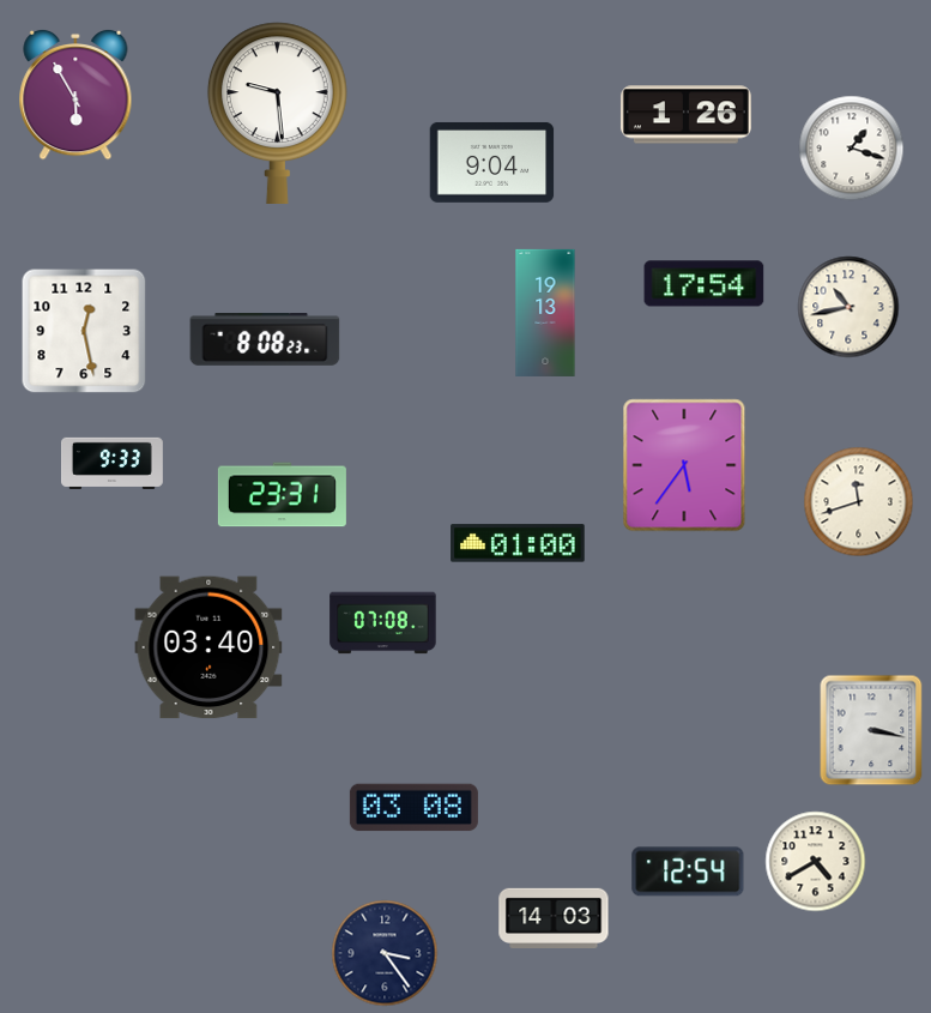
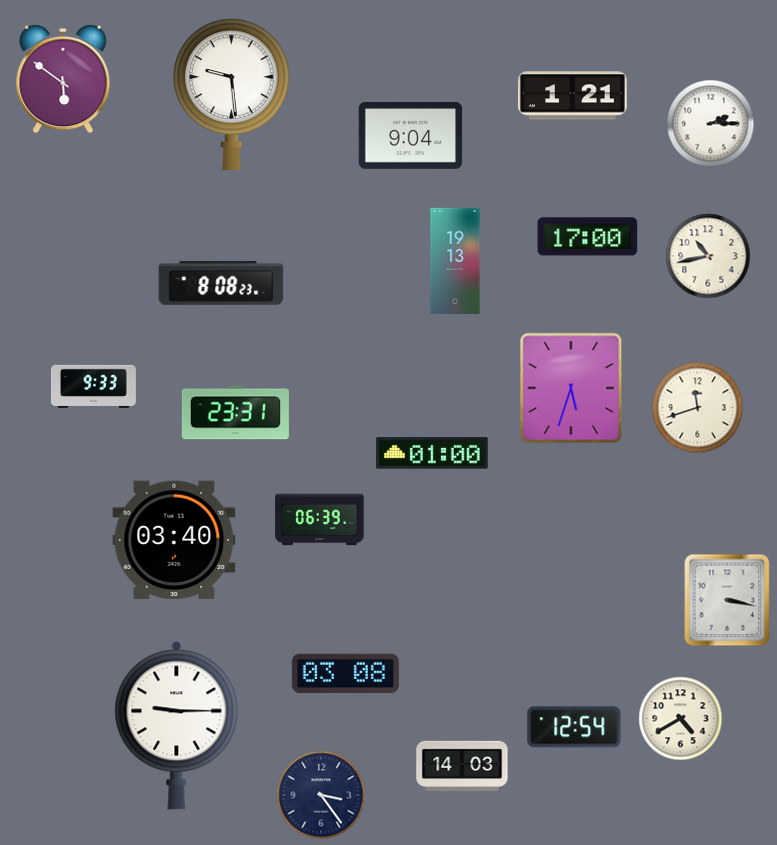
clock at (75, 95): 5:55 -> 5:51
clock at (685, 115): 1:26 -> 1:21
clock at (852, 149): 1:18 -> 2:15
clock at (705, 284): 17:54 -> 17:00
clock at (84, 331): 12:28 -> none
clock at (684, 465): 5:36 -> 5:33
clock at (859, 502) position: (859, 502) -> (698, 408)
clock at (383, 623): 07:08 -> 06:39
clock at (871, 730) position: (871, 730) -> (727, 600)
clock at (177, 725): none -> 9:15
